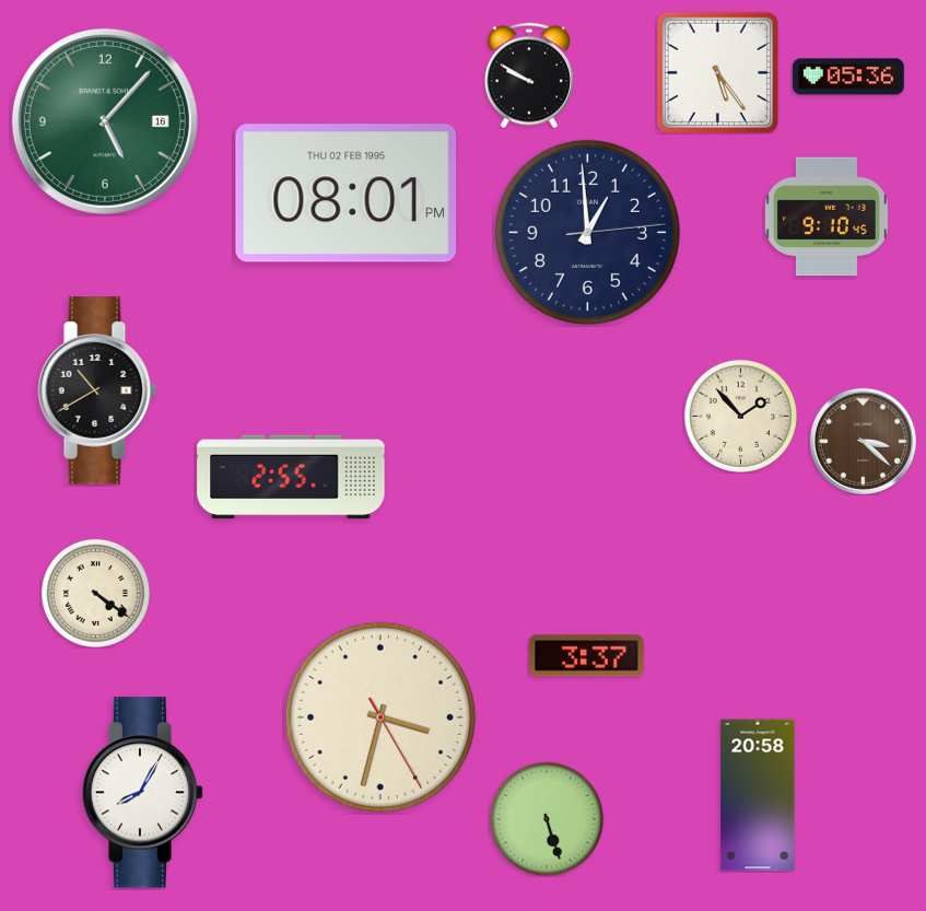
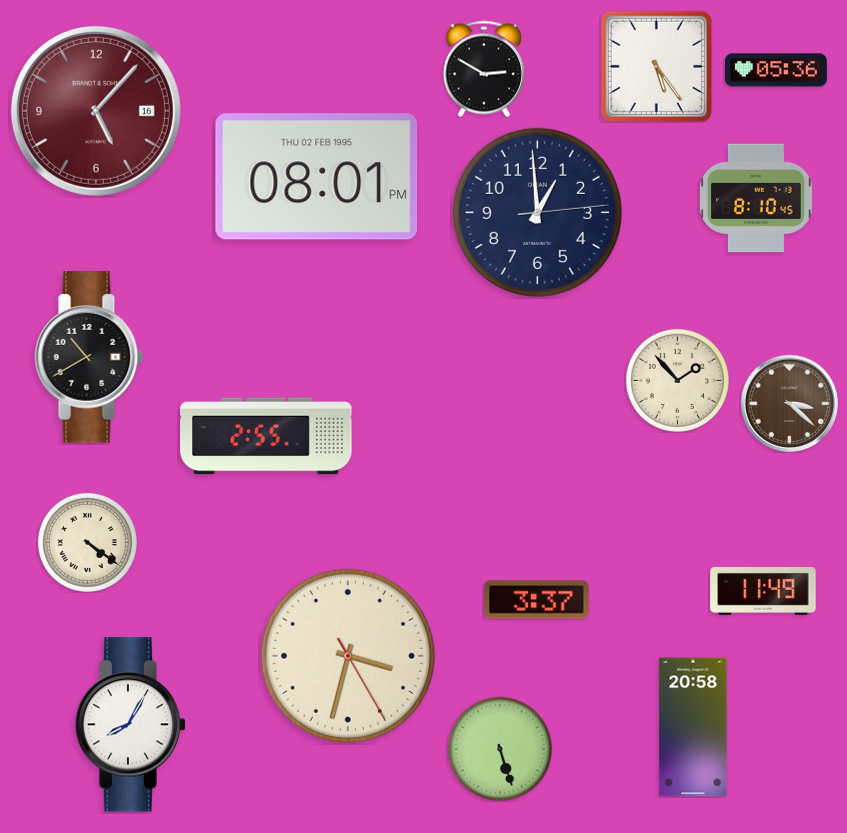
clock at (529, 75): 9:50 -> 2:50
clock at (105, 121) dial: green -> burgundy
clock at (827, 217): 9:10 -> 8:10
clock at (763, 591): none -> 11:49
